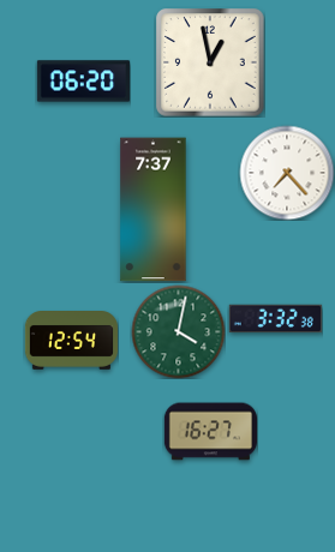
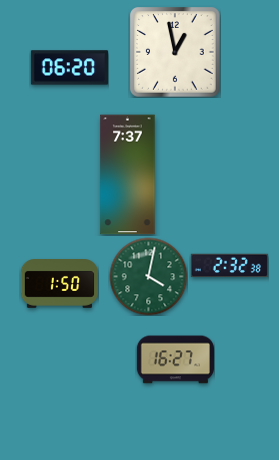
clock at (287, 173): 7:23 -> none
clock at (275, 319): 3:32 -> 2:32
clock at (71, 341): 12:54 -> 1:50
